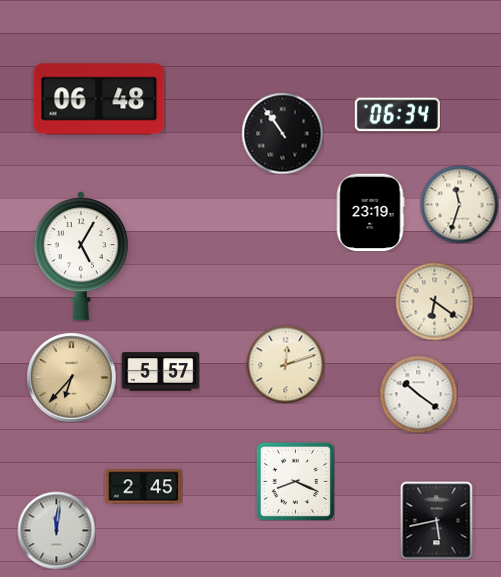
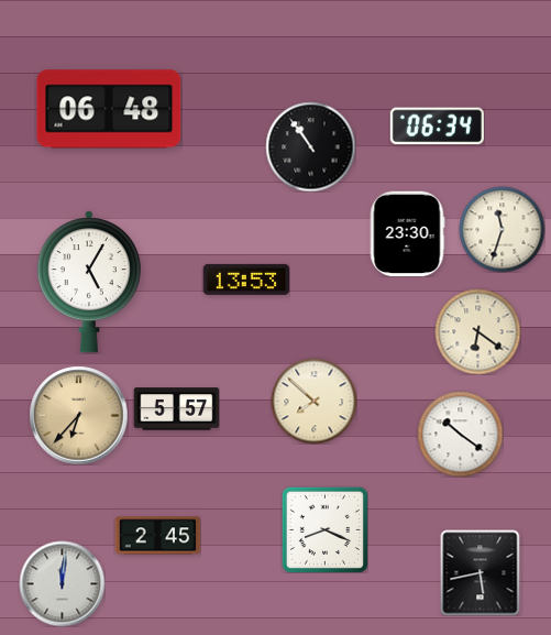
clock at (459, 204) position: (459, 204) -> (502, 229)
clock at (370, 212): 23:19 -> 23:30
clock at (246, 280): none -> 13:53
clock at (285, 364): 12:12 -> 7:52
